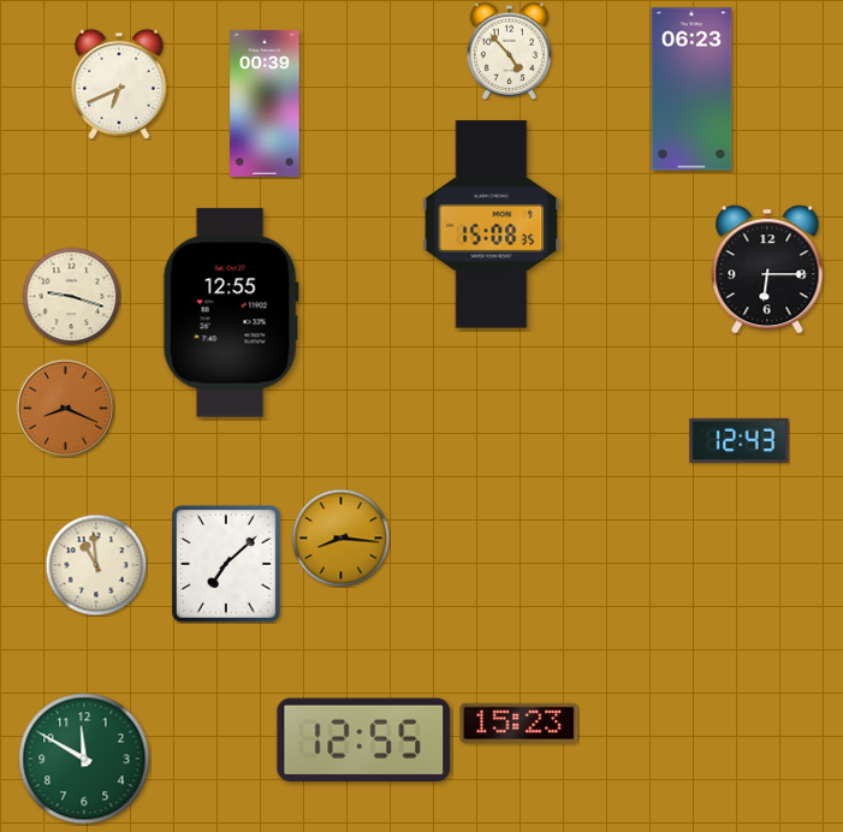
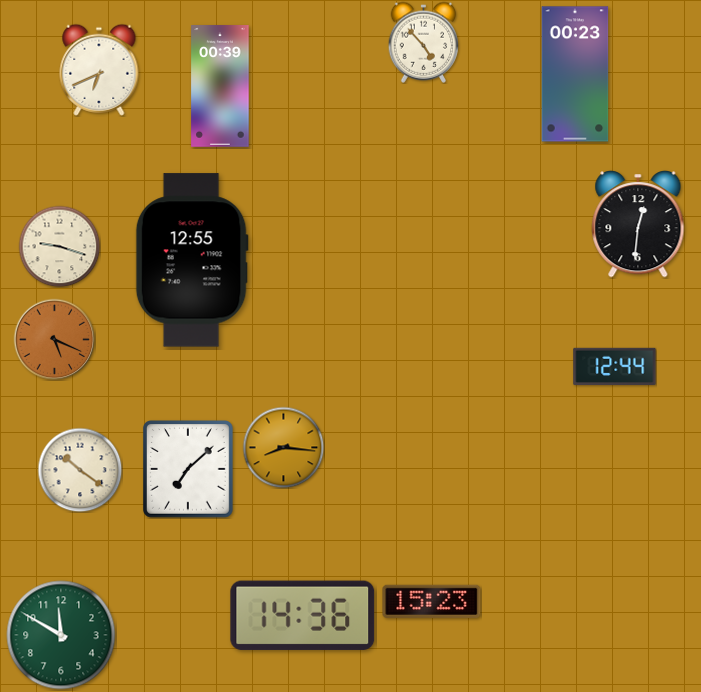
clock at (691, 89): 06:23 -> 00:23
clock at (492, 225): 15:08 -> none
clock at (767, 269): 6:15 -> 12:31
clock at (65, 408): 8:19 -> 5:19
clock at (740, 441): 12:43 -> 12:44
clock at (96, 565): 10:59 -> 10:21
clock at (364, 739): 12:55 -> 14:36
clock at (84, 759) position: (84, 759) -> (61, 635)
